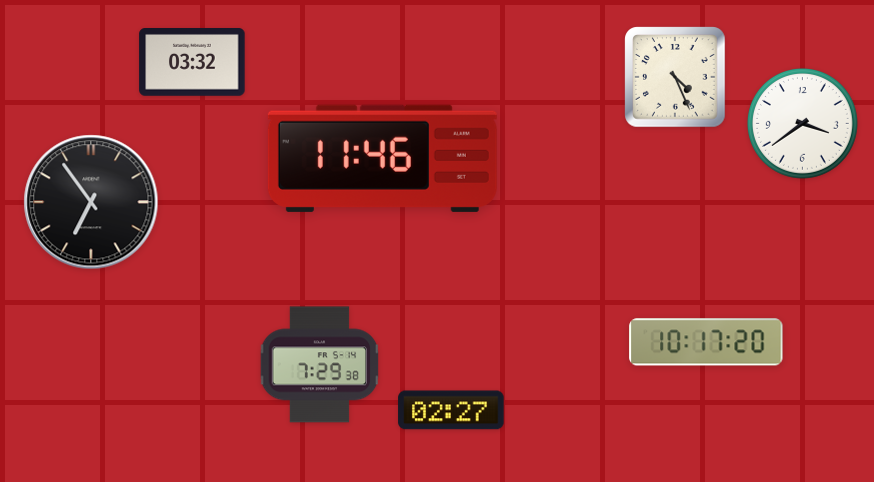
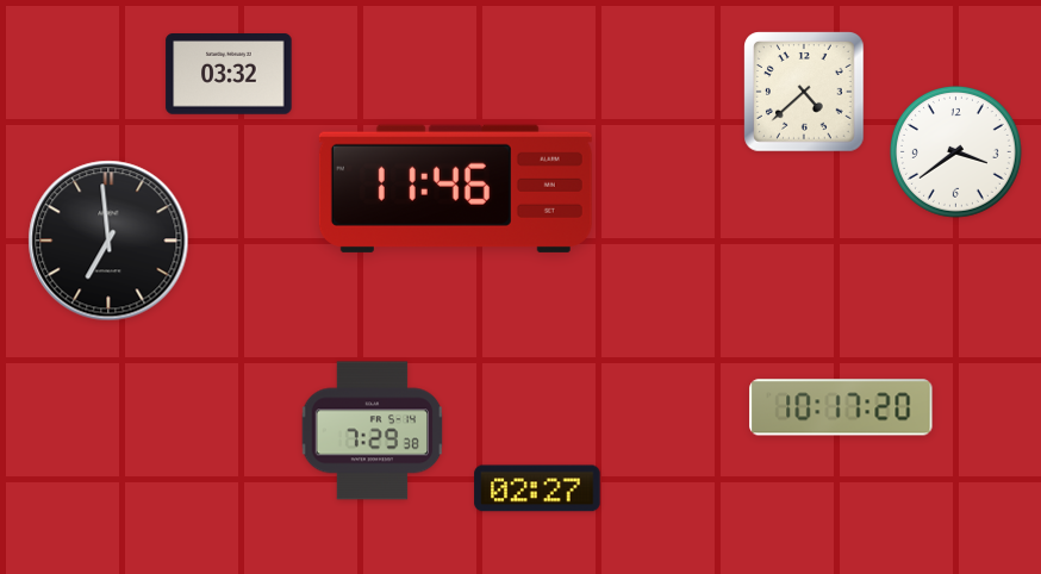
clock at (675, 77): 4:26 -> 4:38
clock at (802, 123) position: (802, 123) -> (955, 151)
clock at (91, 202): 6:54 -> 6:59
clock at (320, 365) position: (320, 365) -> (373, 431)
